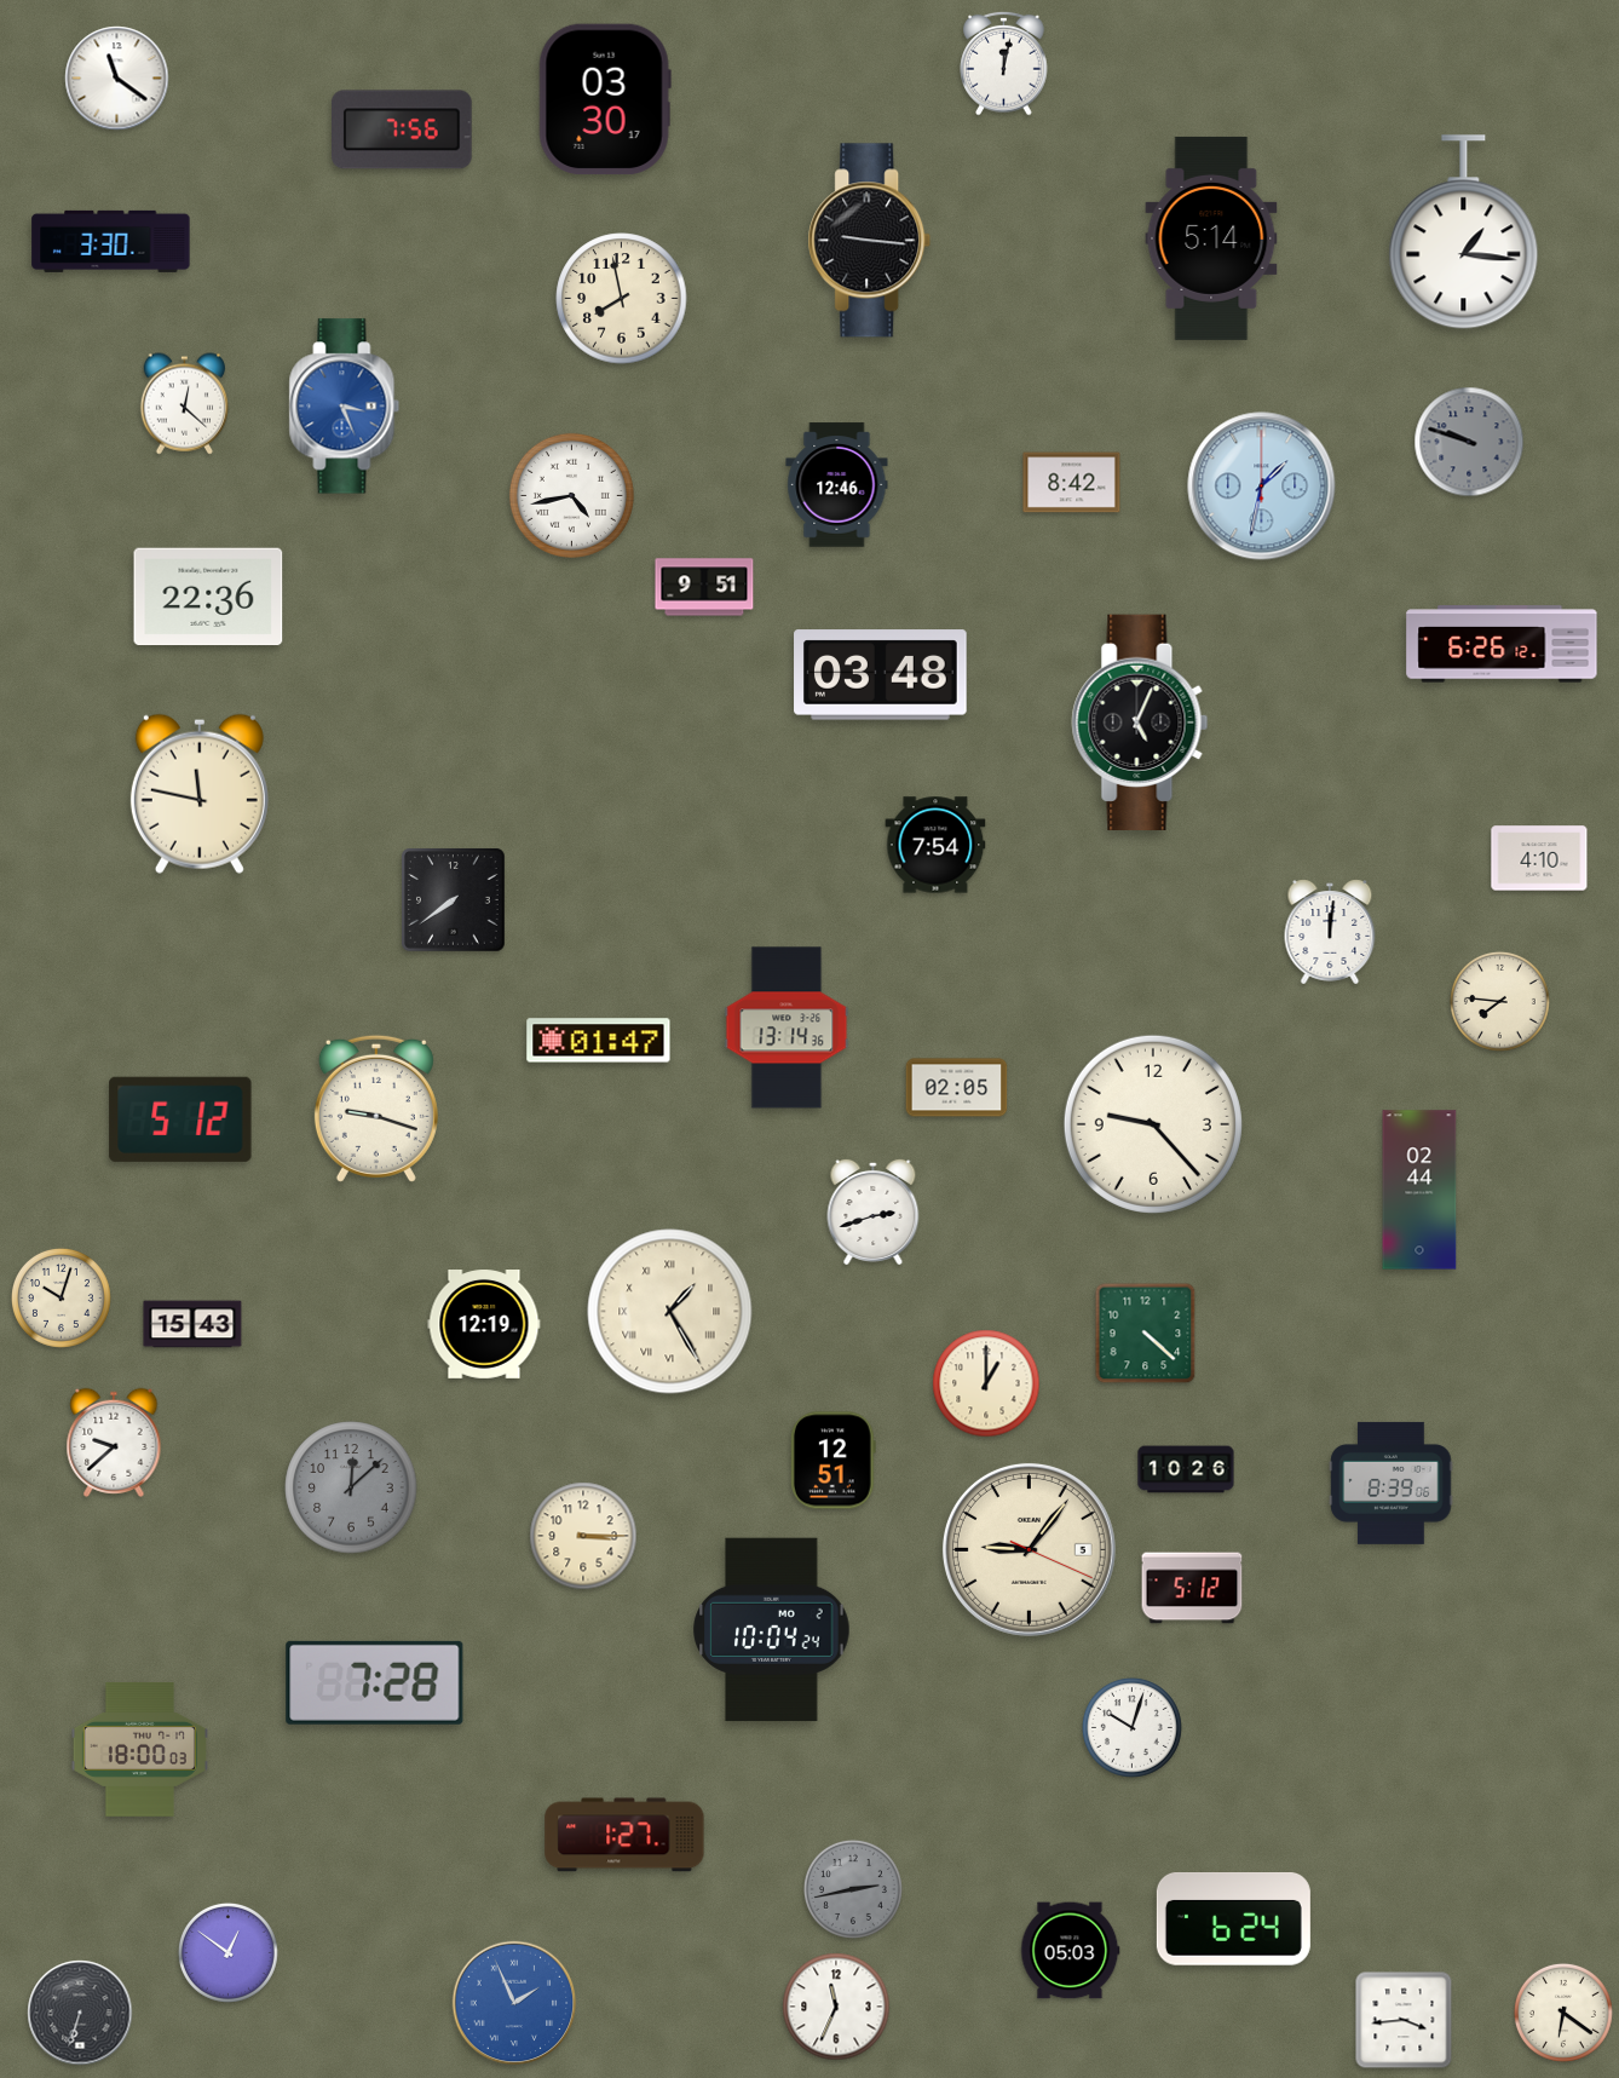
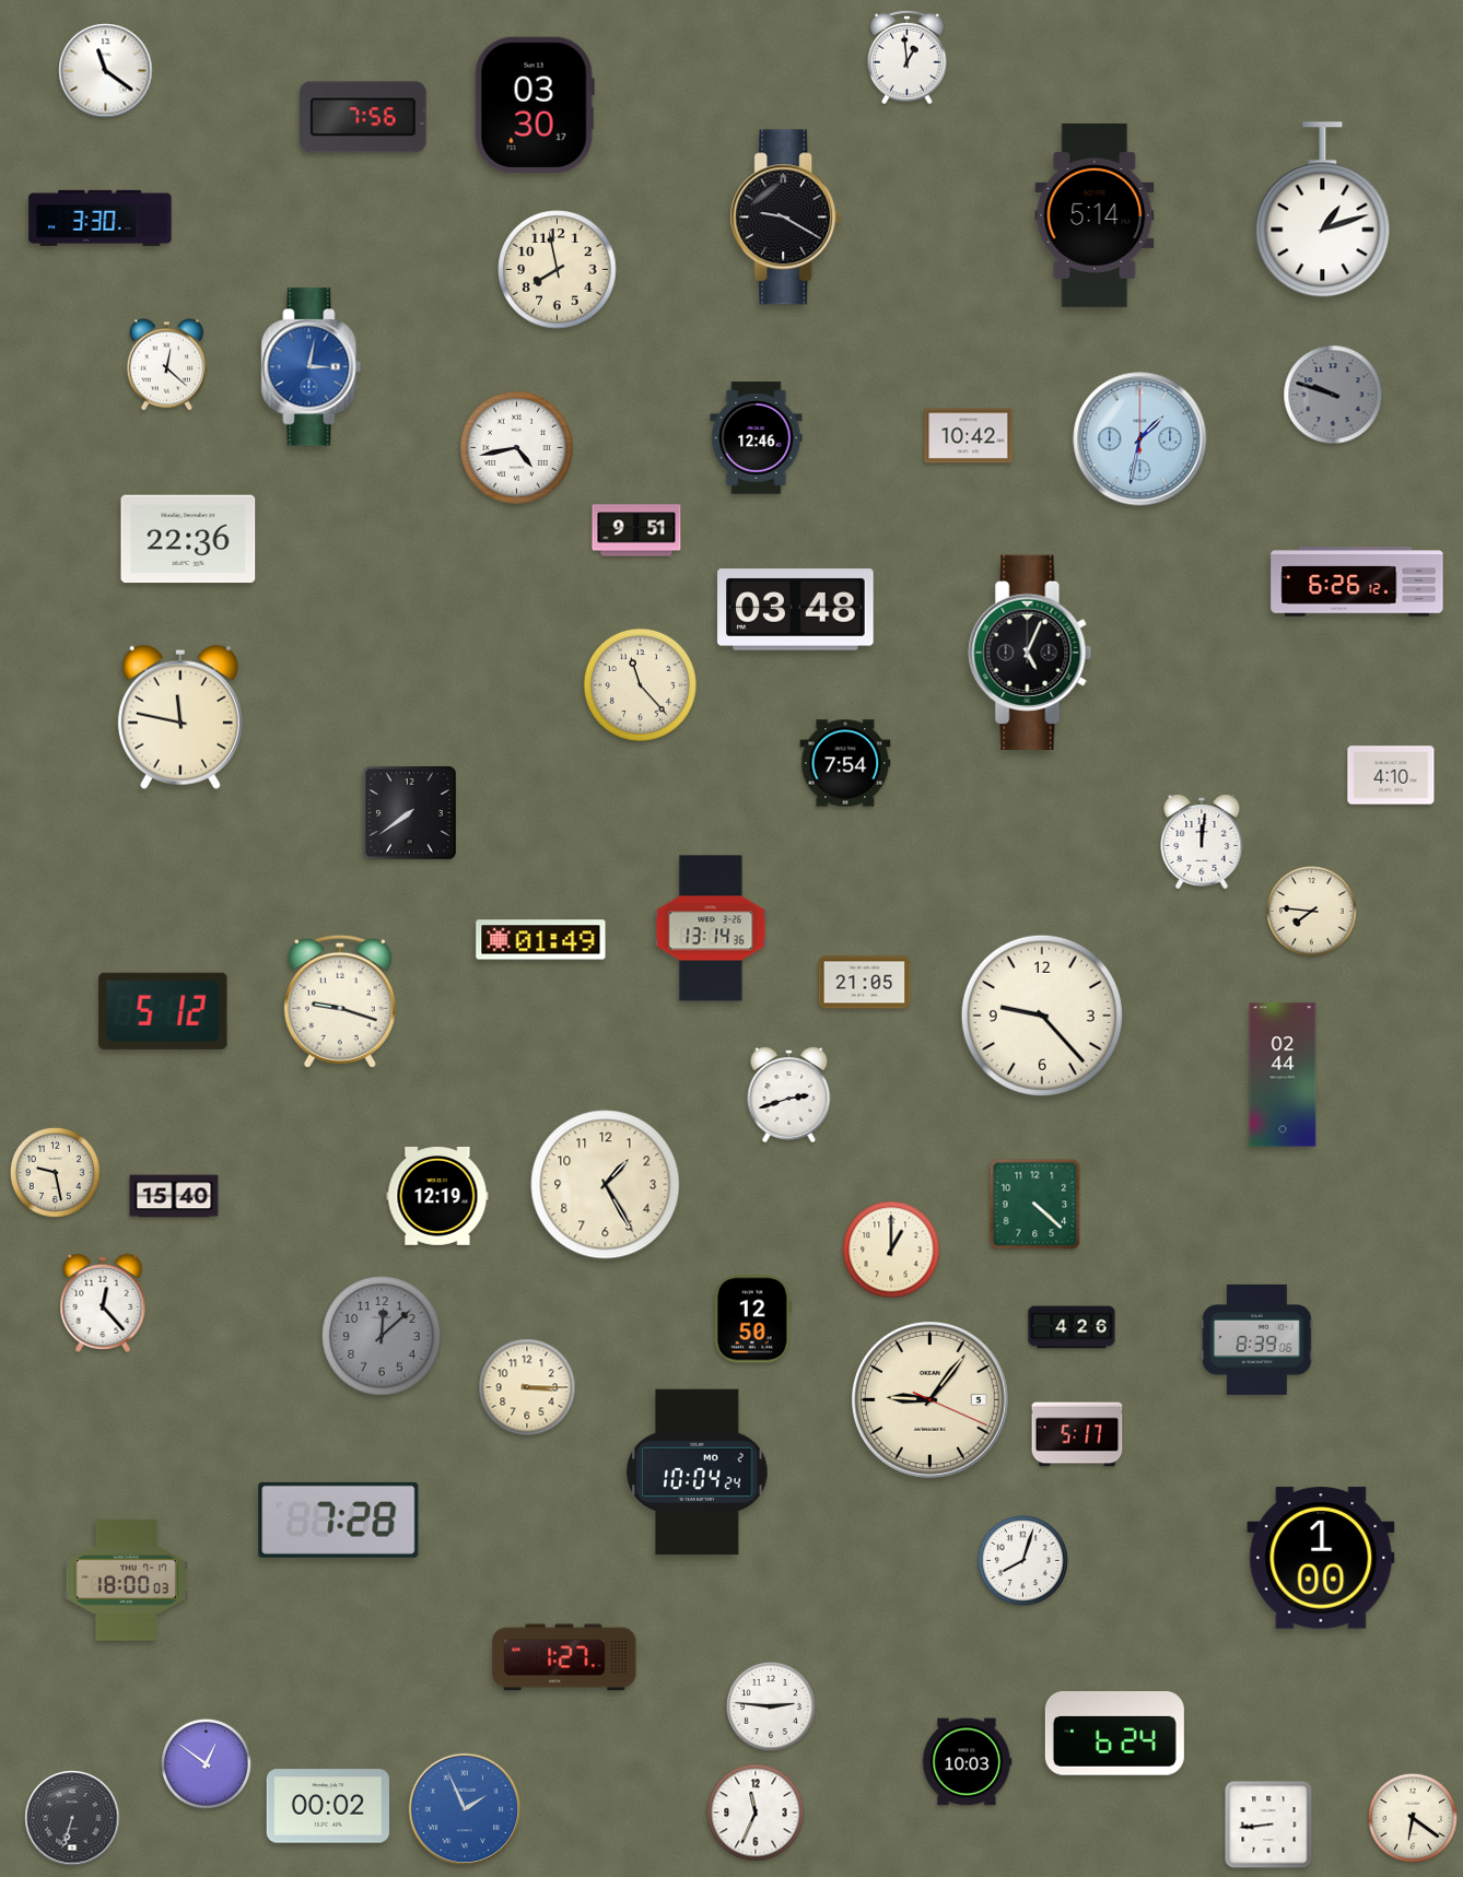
clock at (1004, 63): 12:02 -> 12:59
clock at (605, 99) position: (605, 99) -> (535, 105)
clock at (1464, 232): 1:16 -> 1:12
clock at (870, 241): 9:16 -> 9:20
clock at (622, 299) position: (622, 299) -> (558, 270)
clock at (345, 407): 3:26 -> 3:02
clock at (1469, 442) position: (1469, 442) -> (1333, 395)
clock at (1072, 483): 8:42 -> 10:42
clock at (640, 684): none -> 11:23
clock at (1499, 1002) position: (1499, 1002) -> (1311, 912)
clock at (599, 1041): 01:47 -> 01:49
clock at (957, 1088): 02:05 -> 21:05
clock at (61, 1299): 10:03 -> 9:28
clock at (670, 1312) numerals: Roman -> Arabic
clock at (192, 1324): 15:43 -> 15:40
clock at (114, 1443): 9:38 -> 12:23
clock at (832, 1461): 12:51 -> 12:50
clock at (1186, 1469): 10:26 -> 4:26
clock at (351, 1487) position: (351, 1487) -> (382, 1336)
clock at (1192, 1588): 5:12 -> 5:17
clock at (1321, 1558): none -> 1:00
clock at (1131, 1728): 10:03 -> 8:03
clock at (853, 1889): 2:43 -> 2:46
clock at (853, 1889) dial: grey -> white
clock at (1071, 1951): 05:03 -> 10:03
clock at (327, 1806): none -> 00:02
clock at (1404, 2020): 3:44 -> 8:44
